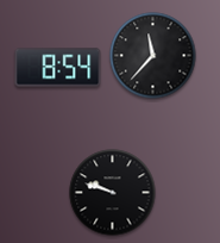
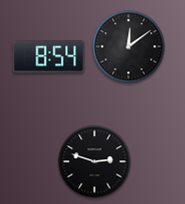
clock at (153, 56): 11:37 -> 12:09
clock at (113, 193): 9:48 -> 2:48
